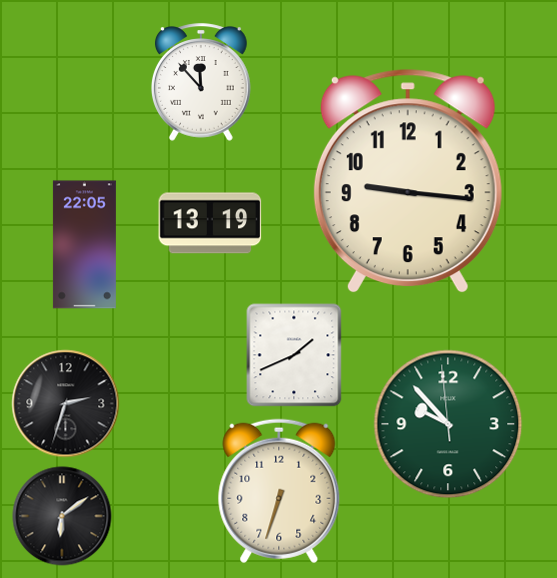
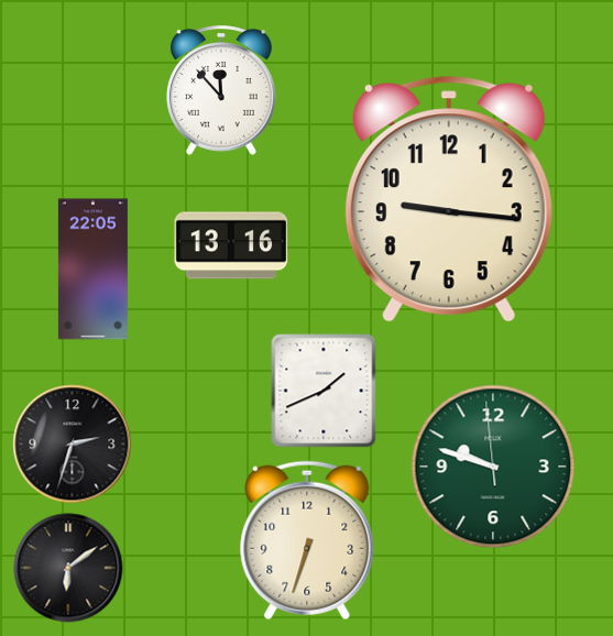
clock at (210, 223): 13:19 -> 13:16
clock at (448, 424): 9:52 -> 9:47
